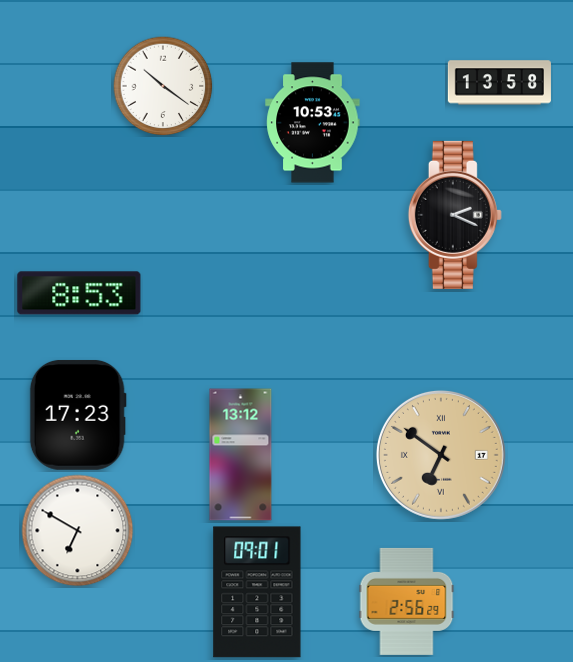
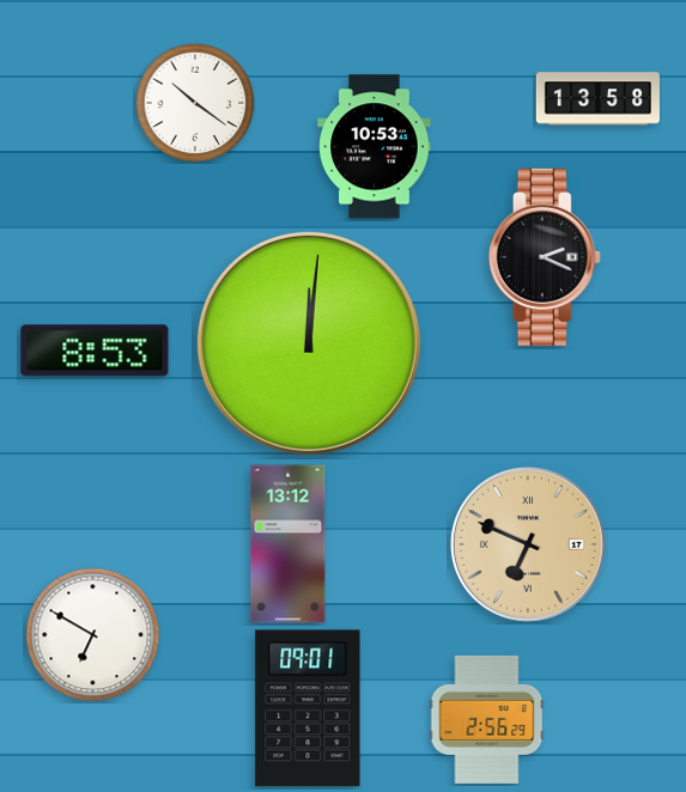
clock at (309, 343): none -> 12:01
clock at (78, 415): 17:23 -> none
clock at (441, 455): 6:51 -> 6:49
